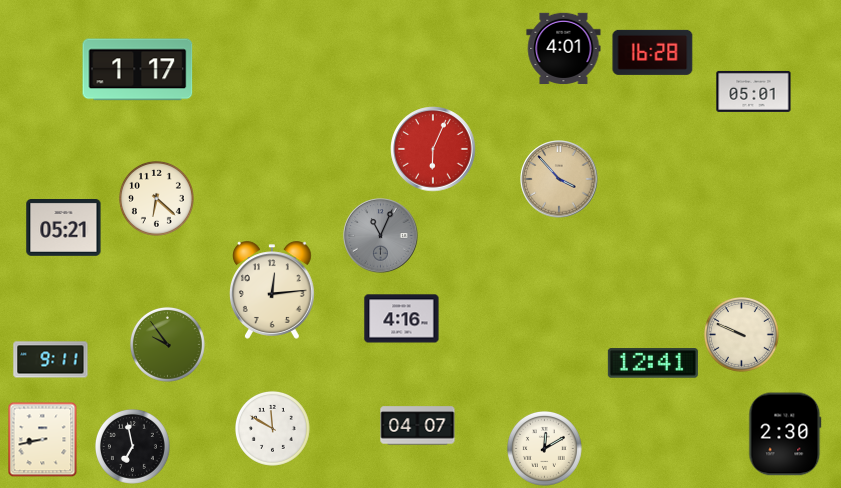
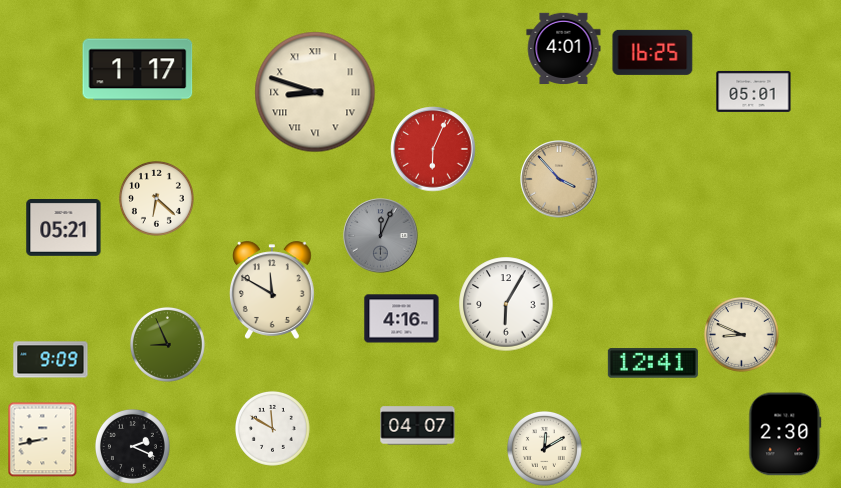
clock at (653, 52): 16:28 -> 16:25
clock at (315, 92): none -> 8:48
clock at (381, 236): 11:04 -> 12:04
clock at (273, 290): 12:14 -> 11:50
clock at (506, 304): none -> 6:05
clock at (741, 334): 9:49 -> 8:49
clock at (167, 344): 9:54 -> 8:56
clock at (51, 360): 9:11 -> 9:09
clock at (132, 446): 6:58 -> 2:19
